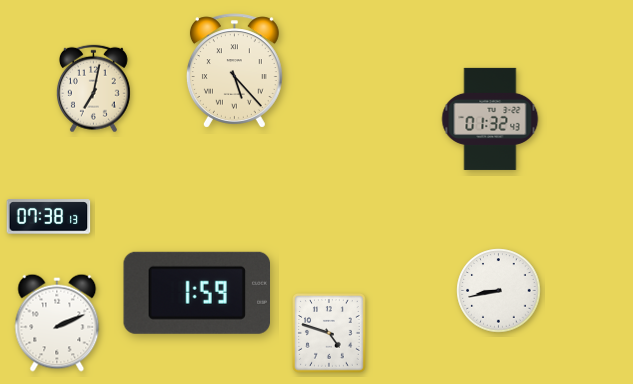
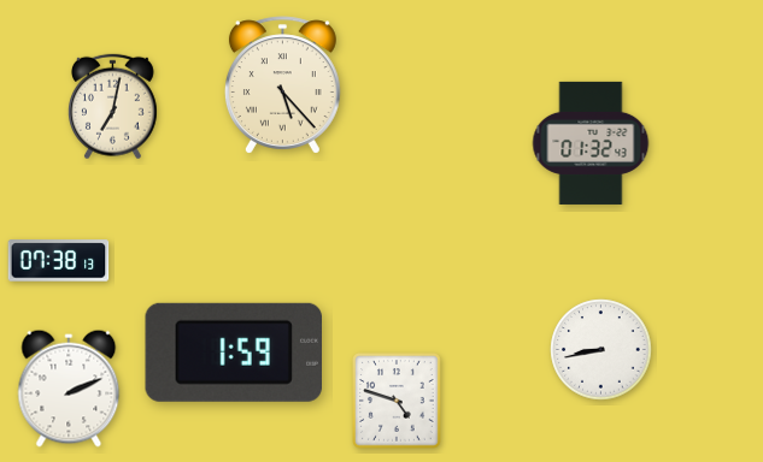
clock at (196, 293) position: (196, 293) -> (233, 353)
